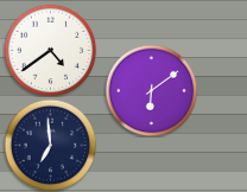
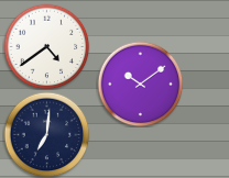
clock at (151, 90): 6:09 -> 10:09
clock at (50, 145): 6:59 -> 7:01
